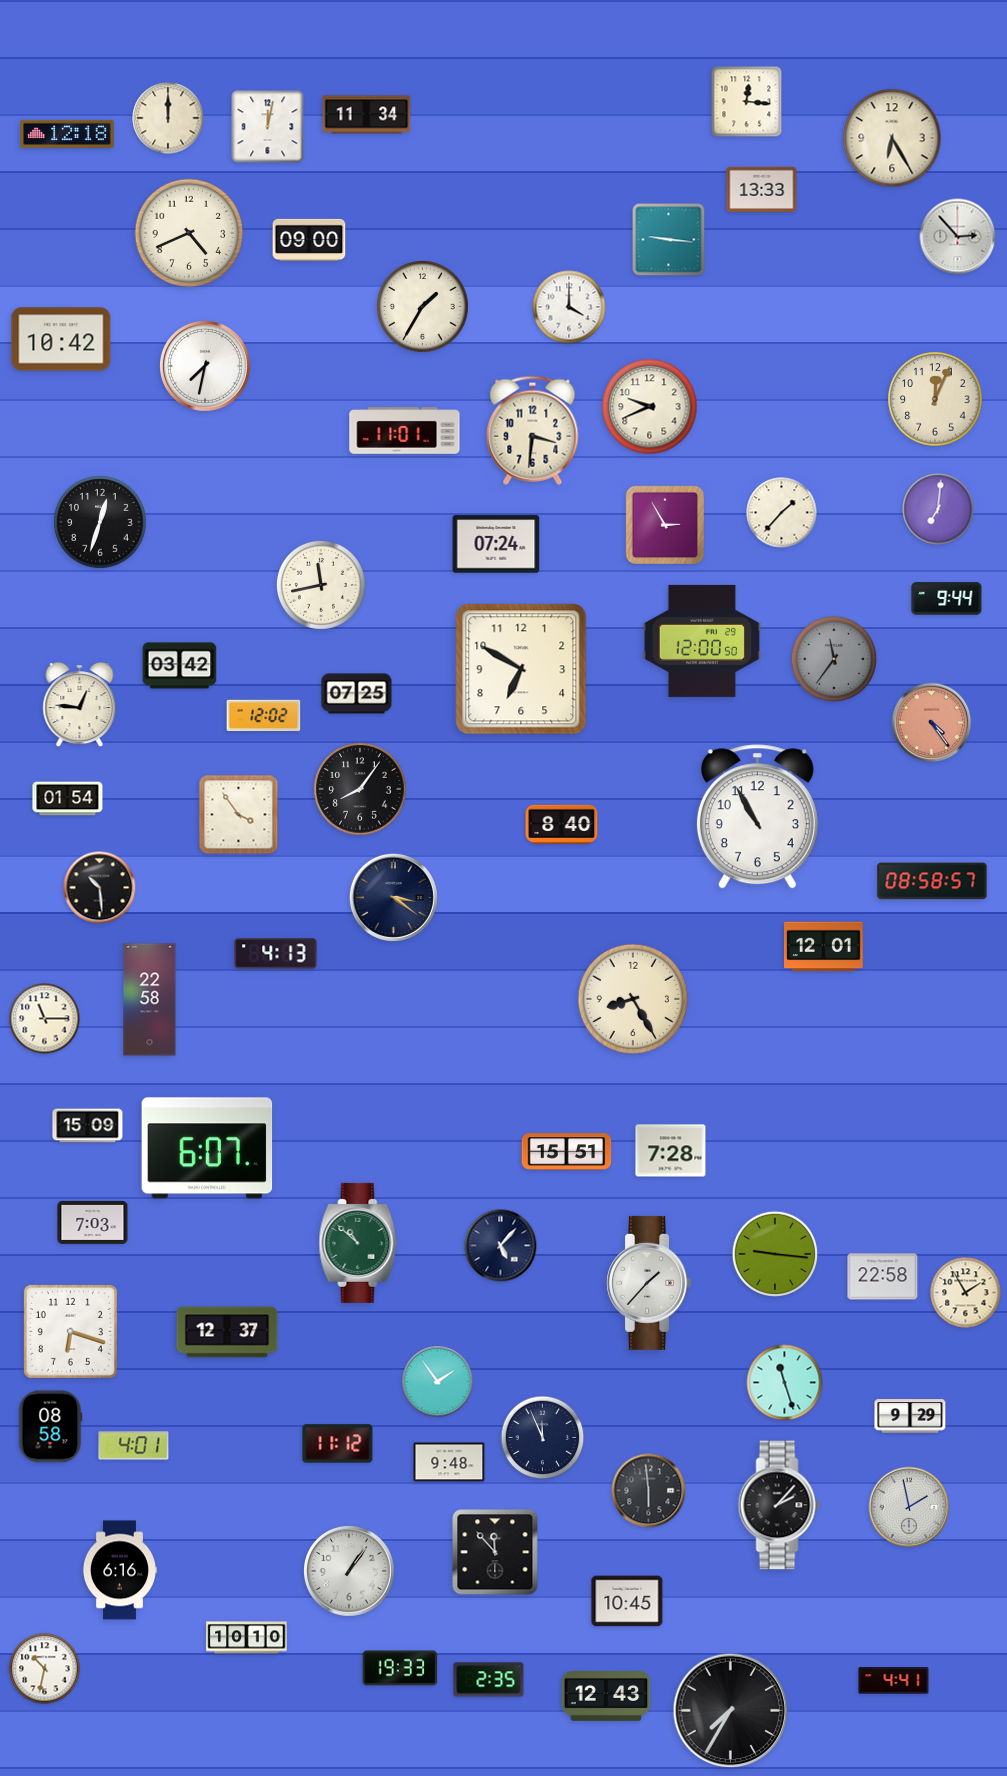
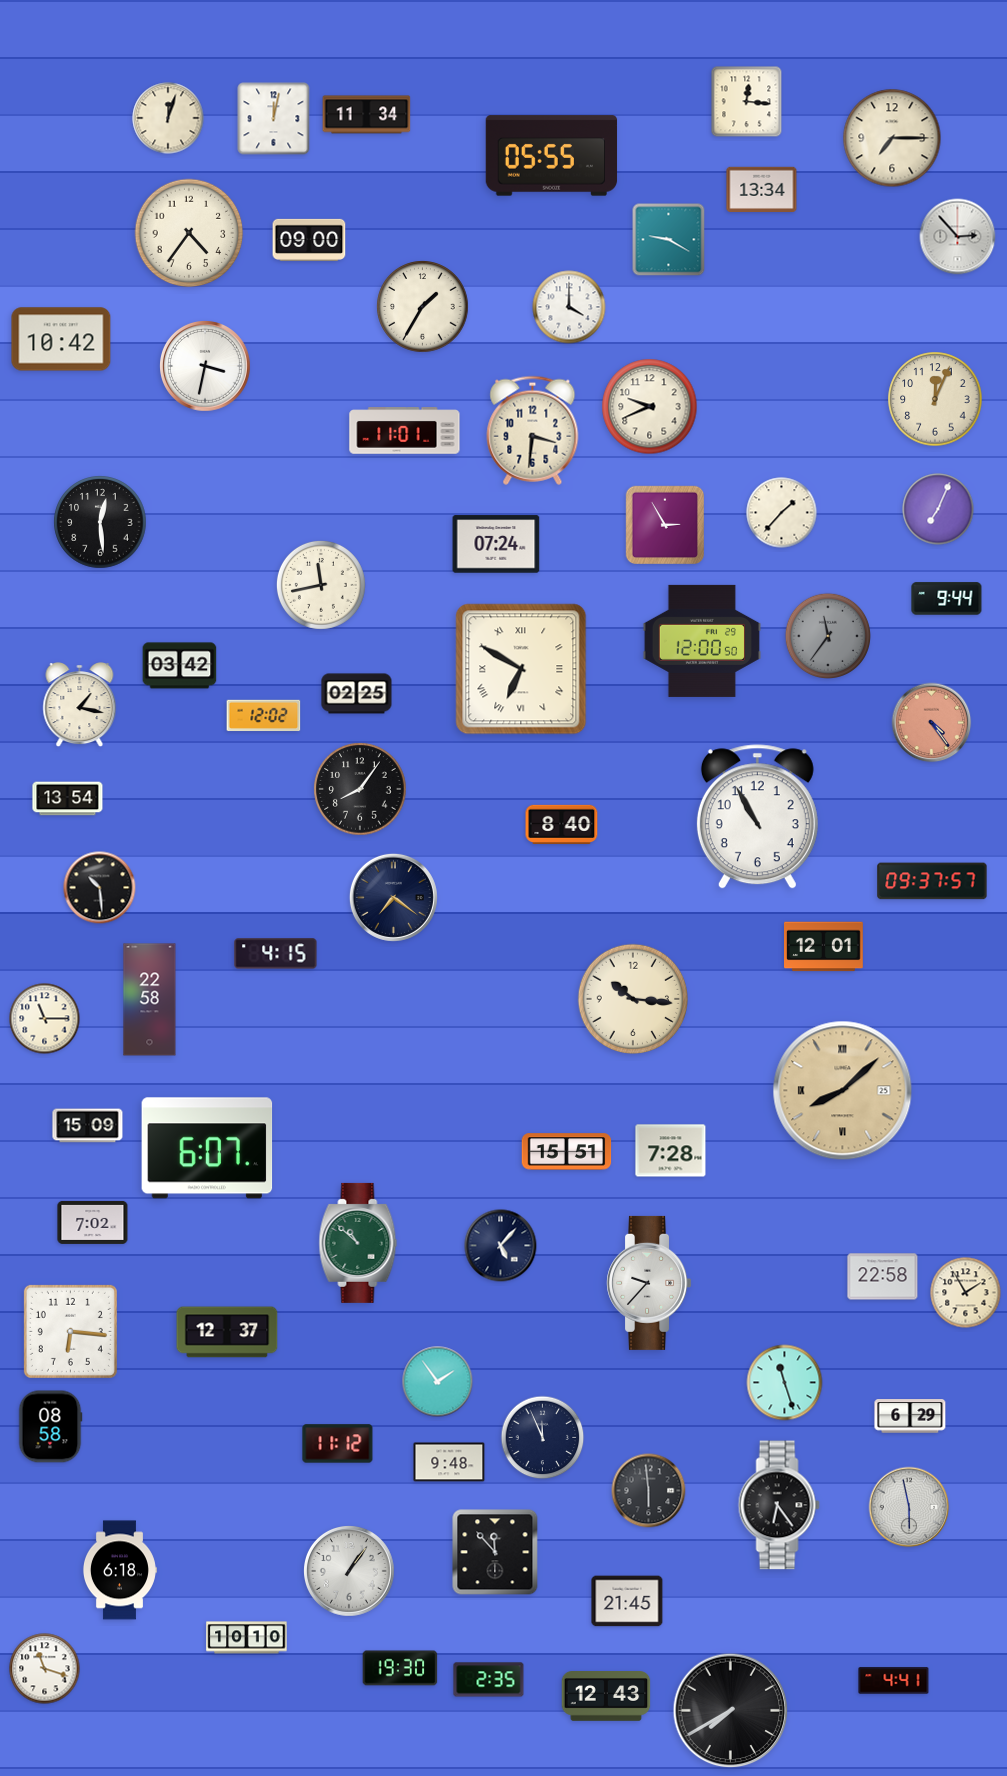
clock at (168, 118): 12:00 -> 12:03
clock at (268, 127) position: (268, 127) -> (274, 119)
clock at (67, 134): 12:18 -> none
clock at (892, 138): 6:25 -> 7:15
clock at (552, 156): none -> 05:55
clock at (762, 189): 13:33 -> 13:34
clock at (189, 233): 4:41 -> 4:36
clock at (669, 240): 9:16 -> 9:20
clock at (206, 367): 7:32 -> 3:32
clock at (938, 509): 7:01 -> 7:04
clock at (100, 522): 12:33 -> 12:29
clock at (833, 658) position: (833, 658) -> (827, 635)
clock at (521, 669) numerals: Arabic -> Roman
clock at (357, 694): 07:25 -> 02:25
clock at (80, 705): 12:46 -> 1:17
clock at (68, 799): 01:54 -> 13:54
clock at (239, 815): 3:54 -> none
clock at (932, 881): 08:58 -> 09:37
clock at (393, 897): 3:21 -> 7:21
clock at (276, 954): 4:13 -> 4:15
clock at (632, 998): 8:25 -> 10:16
clock at (843, 1091): none -> 8:08
clock at (93, 1222): 7:03 -> 7:02
clock at (774, 1253): 9:16 -> none
clock at (649, 1283): 1:37 -> 9:37
clock at (70, 1331): 6:18 -> 6:16
clock at (910, 1416): 9:29 -> 6:29
clock at (134, 1446): 4:01 -> none
clock at (779, 1505): 2:07 -> 6:24
clock at (909, 1507): 1:58 -> 5:58
clock at (119, 1570): 6:16 -> 6:18
clock at (627, 1601): 10:45 -> 21:45
clock at (400, 1668): 19:33 -> 19:30
clock at (45, 1669): 10:32 -> 11:18
clock at (731, 1711): 7:35 -> 7:40
